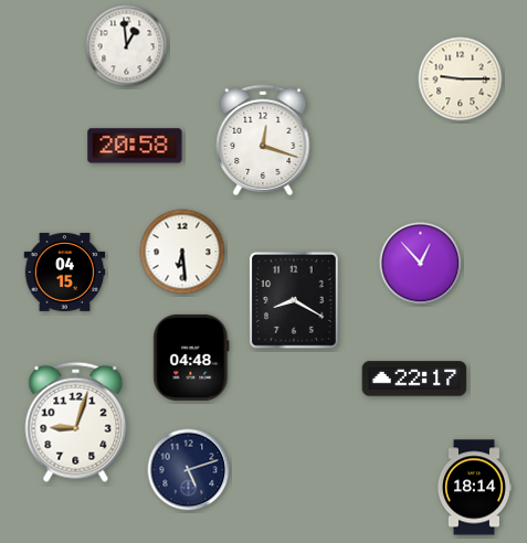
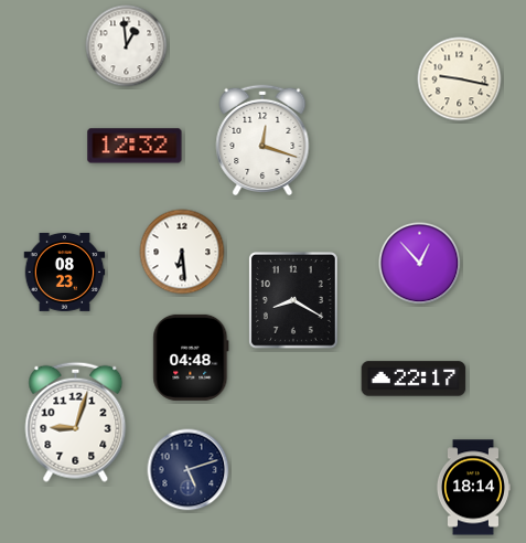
clock at (461, 79): 9:15 -> 9:17
clock at (135, 146): 20:58 -> 12:32
clock at (65, 271): 04:15 -> 08:23
